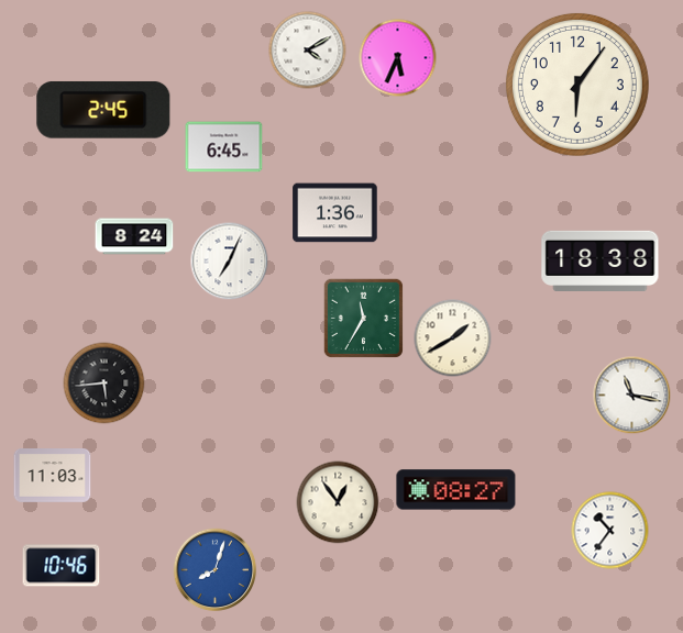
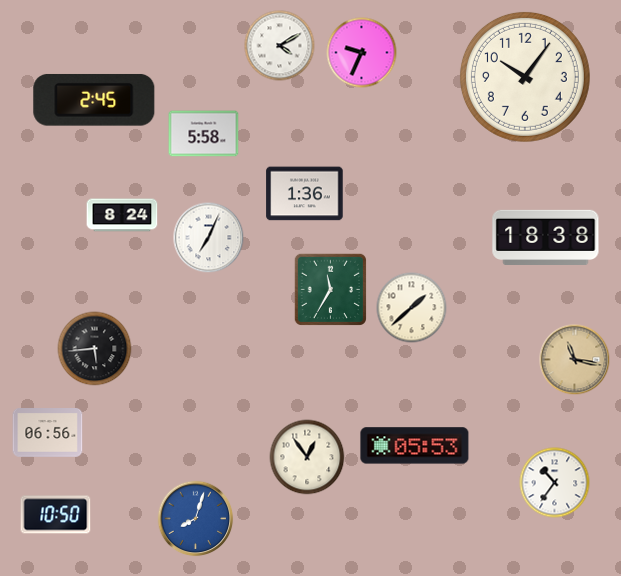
clock at (398, 58): 5:34 -> 9:34
clock at (577, 85): 6:06 -> 10:06
clock at (224, 147): 6:45 -> 5:58
clock at (453, 338): 1:40 -> 1:38
clock at (632, 396) dial: white -> champagne
clock at (53, 476): 11:03 -> 06:56
clock at (456, 490): 08:27 -> 05:53
clock at (62, 566): 10:46 -> 10:50
